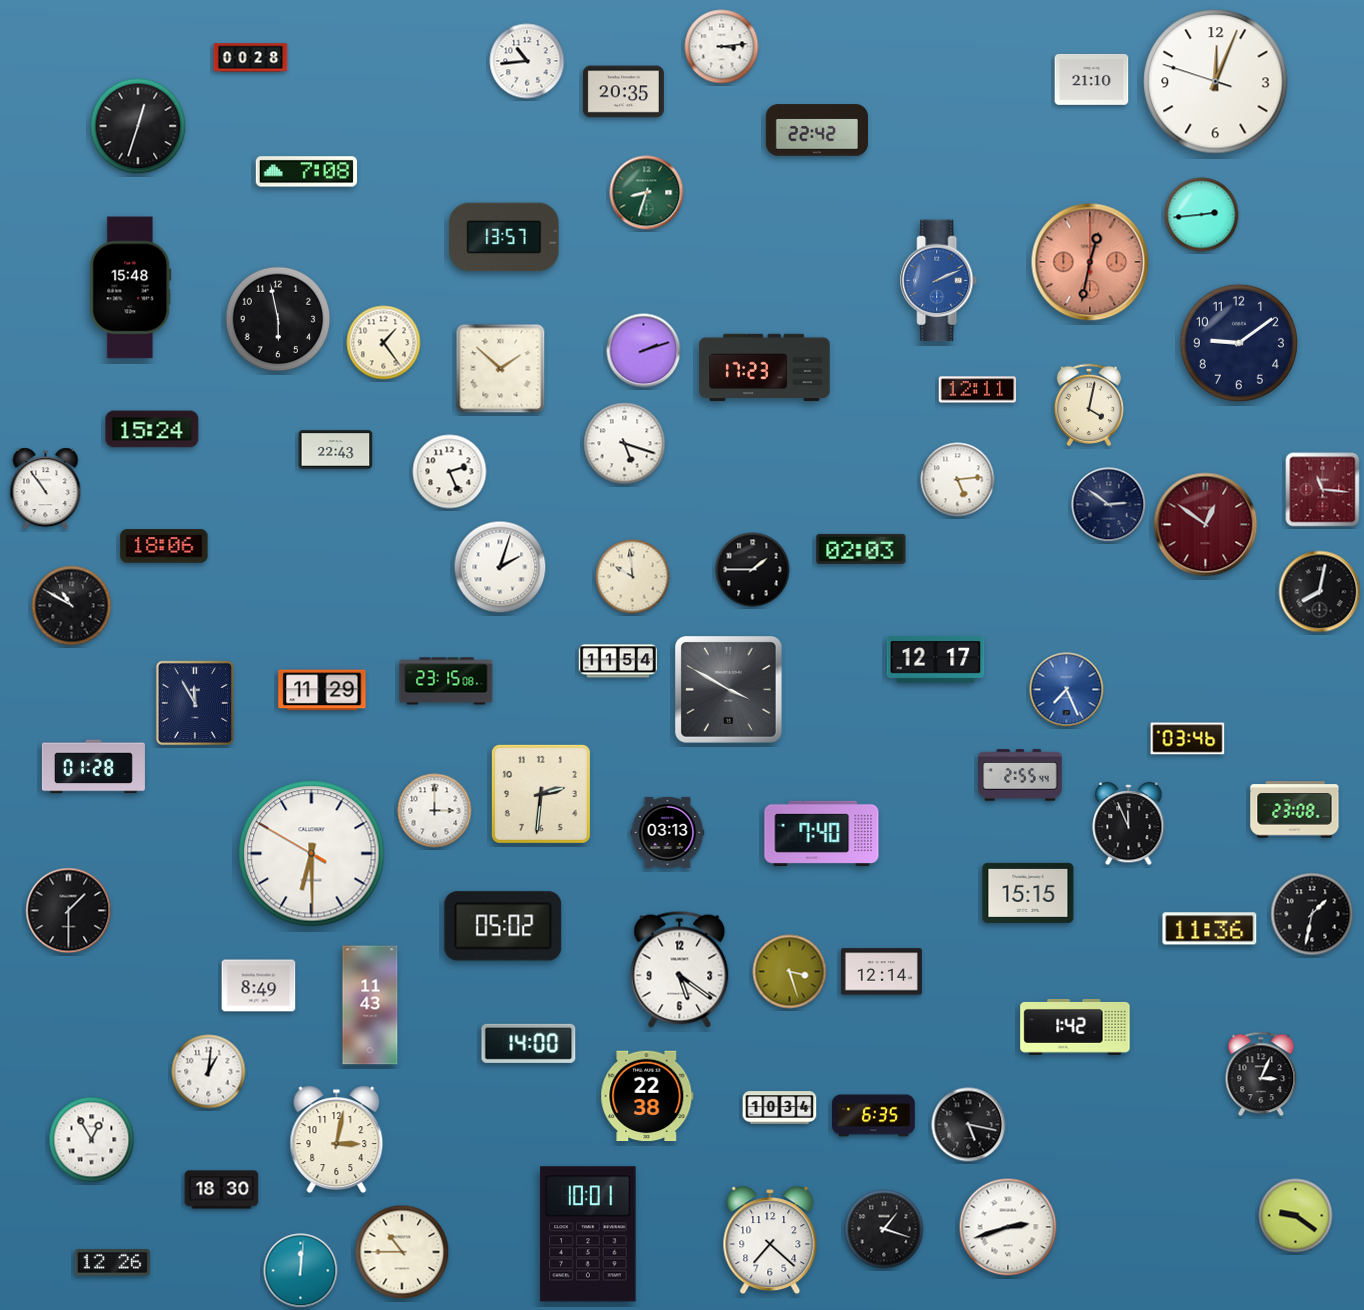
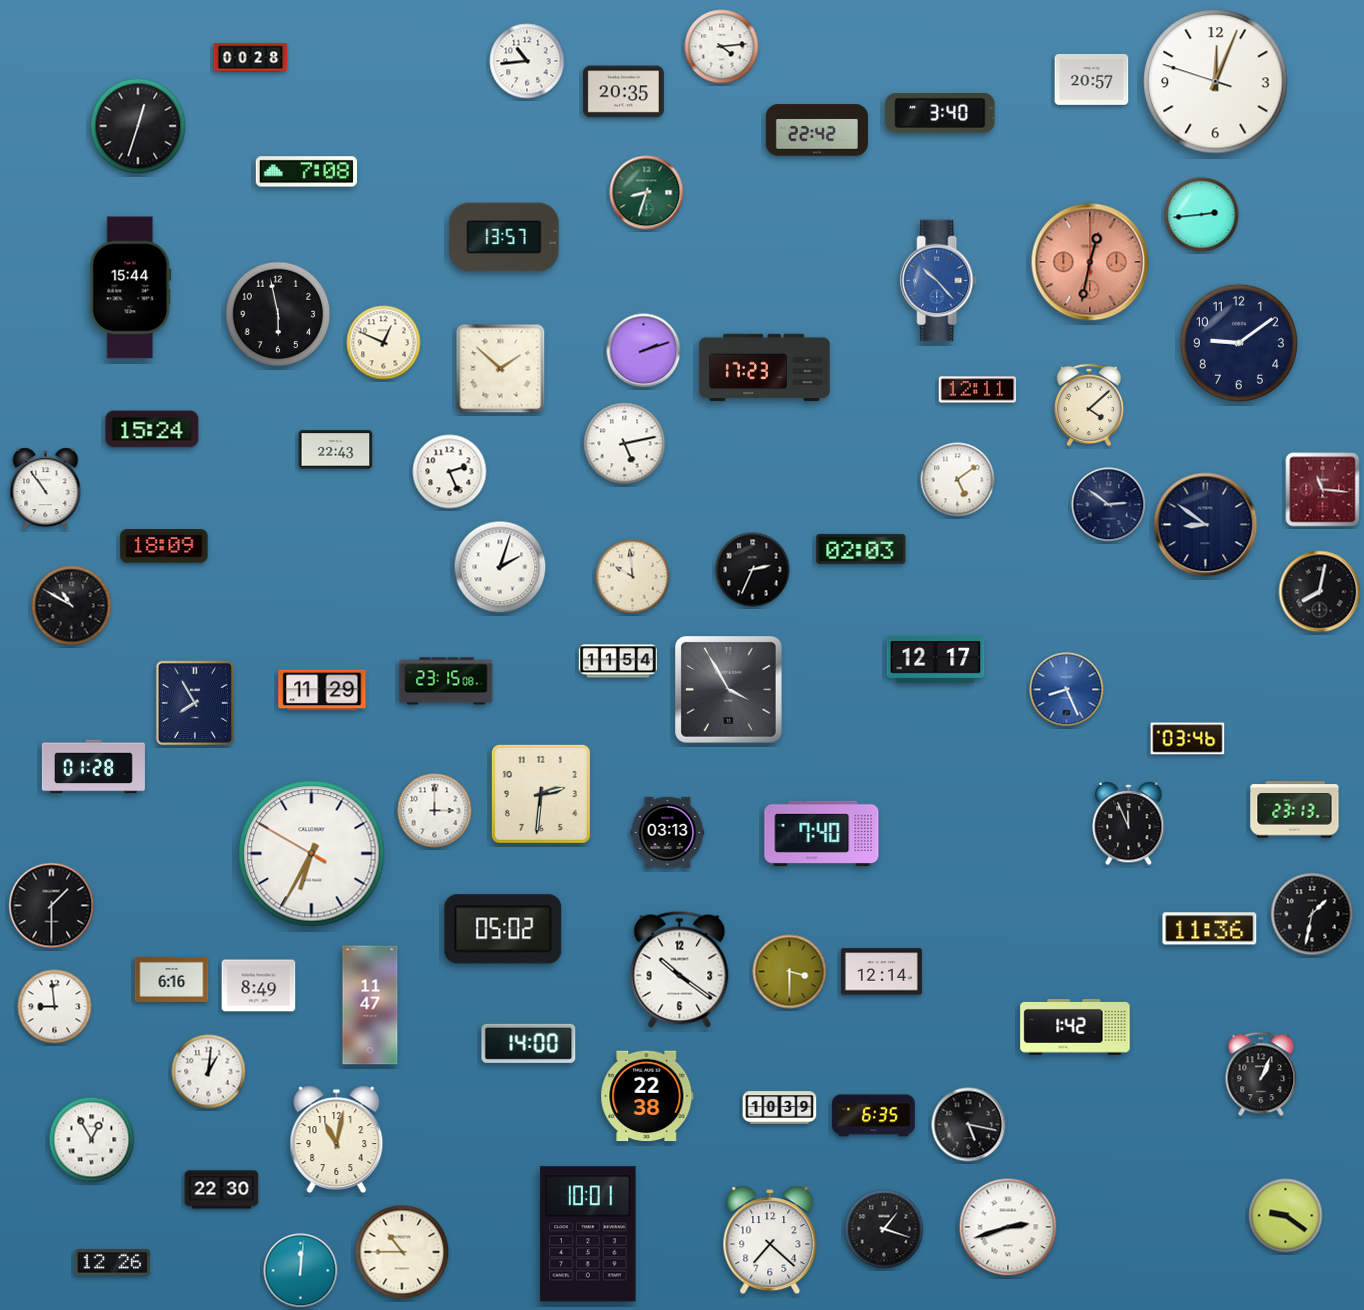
clock at (722, 47): 3:14 -> 4:14
clock at (1092, 80): 21:10 -> 20:57
clock at (940, 113): none -> 3:40
clock at (939, 281): 2:11 -> 10:23
clock at (131, 288): 15:48 -> 15:44
clock at (278, 319) position: (278, 319) -> (278, 314)
clock at (384, 343): 1:24 -> 12:49
clock at (1088, 405): 4:02 -> 4:08
clock at (625, 444): 5:18 -> 5:13
clock at (958, 480): 5:14 -> 5:09
clock at (1206, 525): 12:51 -> 8:51
clock at (1206, 525) dial: burgundy -> navy
clock at (164, 546): 18:06 -> 18:09
clock at (753, 570): 1:45 -> 2:34
clock at (729, 690): 3:50 -> 3:55
clock at (1067, 690): 7:26 -> 8:26
clock at (195, 703): 11:55 -> 7:55
clock at (1020, 775): 2:55 -> none
clock at (1295, 810): 23:08 -> 23:13
clock at (312, 854): 6:29 -> 6:34
clock at (1028, 893): 15:15 -> none
clock at (69, 911) position: (69, 911) -> (52, 906)
clock at (503, 926) position: (503, 926) -> (503, 929)
clock at (680, 969): 5:21 -> 10:21
clock at (790, 972): 3:27 -> 3:30
clock at (172, 979): none -> 6:16
clock at (370, 1005): 11:43 -> 11:47
clock at (55, 1007): none -> 8:59
clock at (1261, 1074): 3:04 -> 1:04
clock at (780, 1108): 10:34 -> 10:39
clock at (337, 1140): 3:02 -> 11:02
clock at (222, 1190): 18:30 -> 22:30
clock at (1296, 1216) position: (1296, 1216) -> (1286, 1216)
